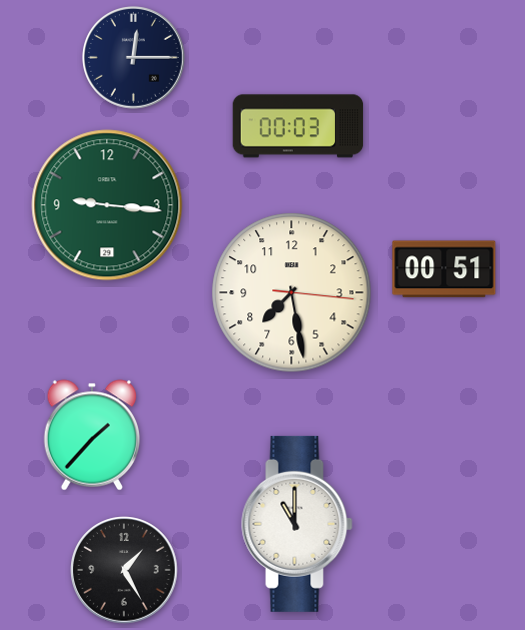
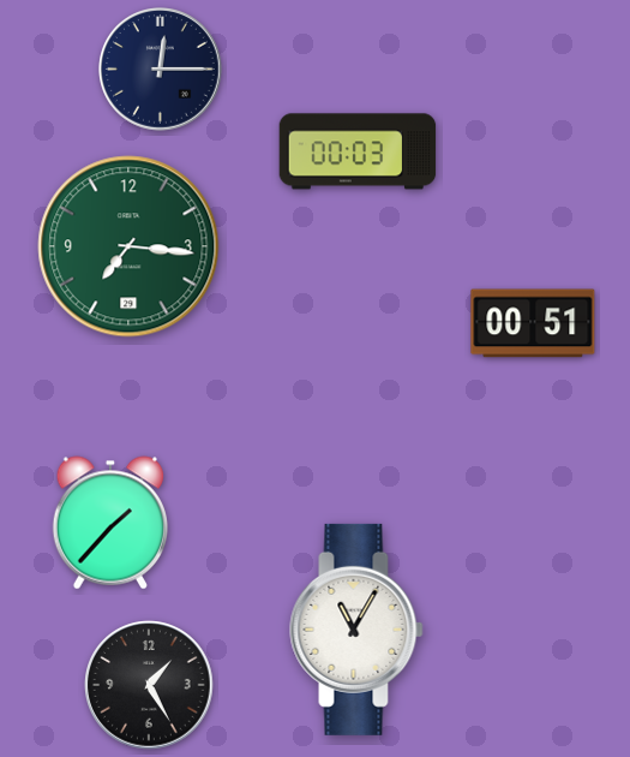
clock at (107, 205): 9:16 -> 7:16
clock at (292, 293): 7:28 -> none
clock at (297, 524): 11:00 -> 11:05
